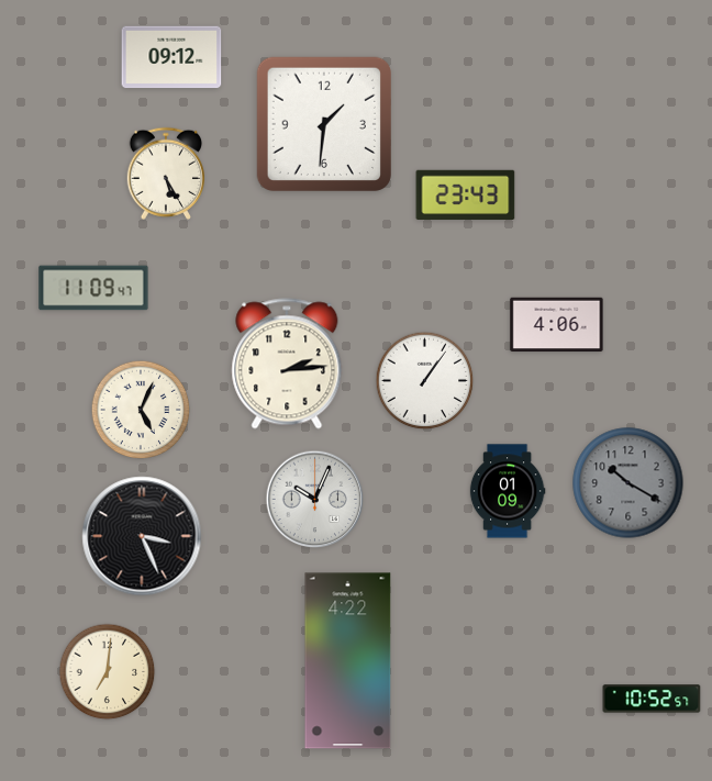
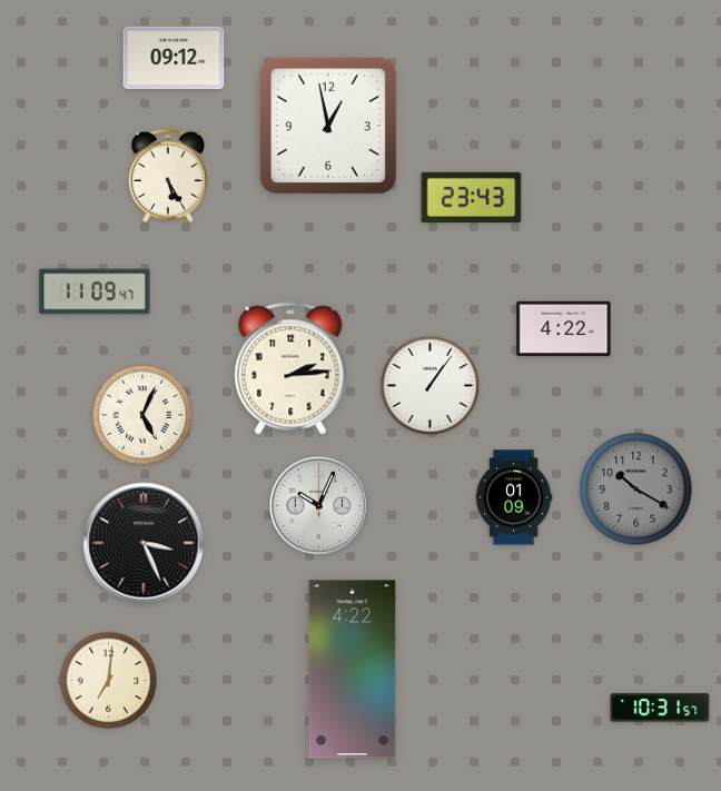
clock at (324, 124): 1:31 -> 12:58
clock at (557, 325): 4:06 -> 4:22
clock at (652, 699): 10:52 -> 10:31
